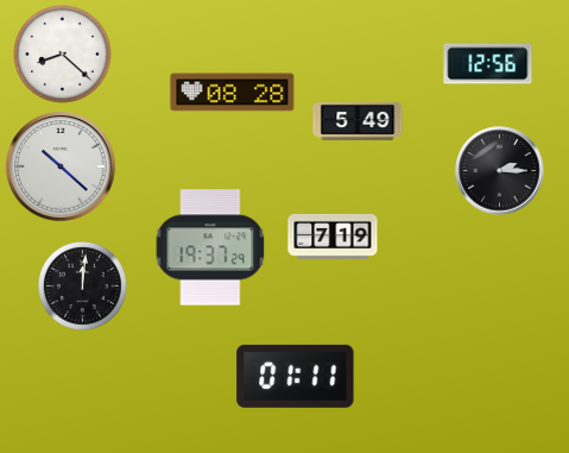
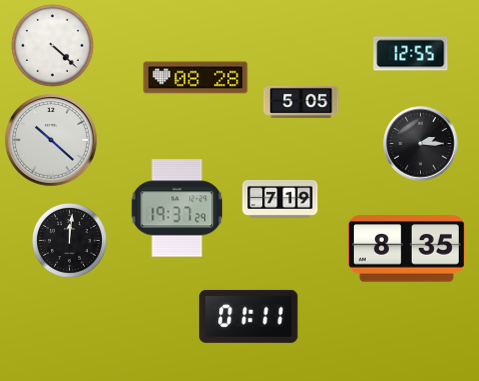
clock at (63, 55): 8:22 -> 4:22
clock at (488, 64): 12:56 -> 12:55
clock at (358, 121): 5:49 -> 5:05
clock at (406, 249): none -> 8:35
